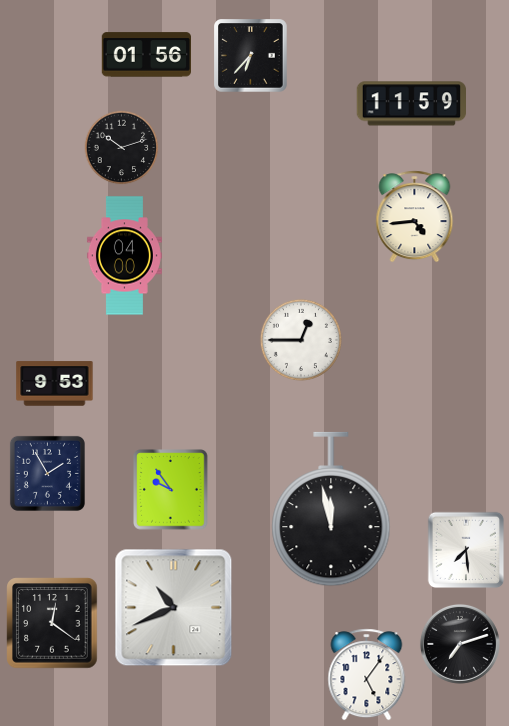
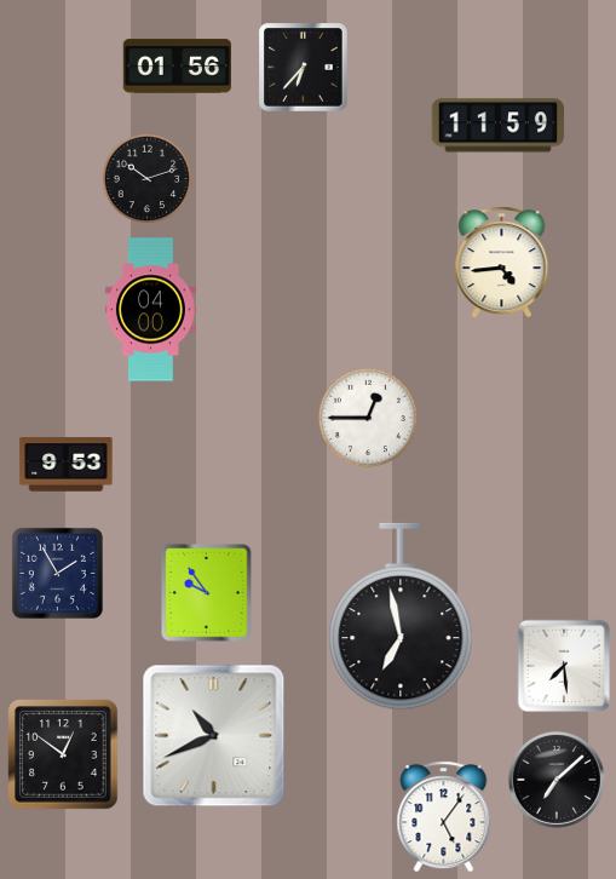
clock at (301, 340) position: (301, 340) -> (368, 418)
clock at (331, 509): 11:58 -> 6:58
clock at (174, 608) position: (174, 608) -> (214, 736)
clock at (52, 623): 12:21 -> 12:51
clock at (460, 644): 7:12 -> 7:08
